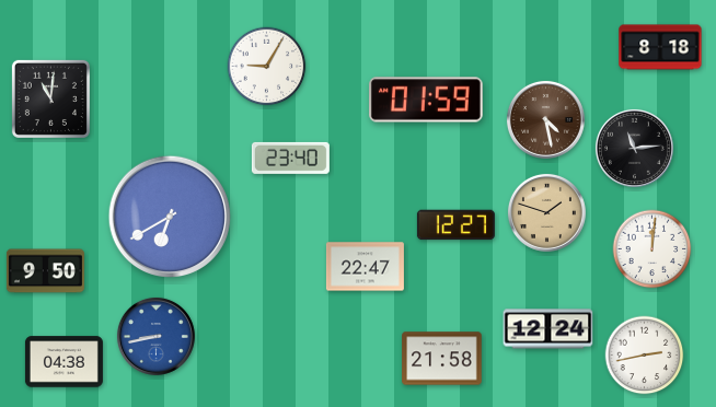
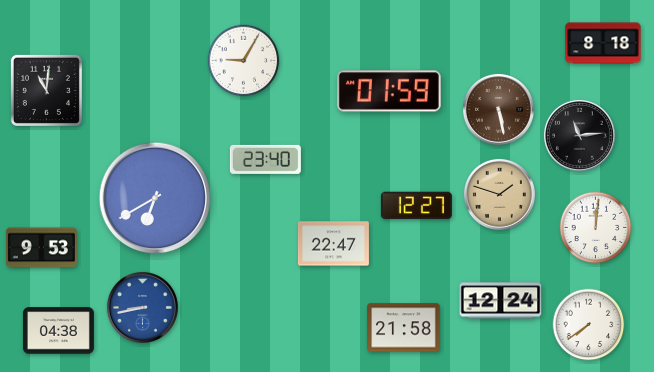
clock at (545, 119): 4:28 -> 5:28
clock at (290, 158) position: (290, 158) -> (265, 159)
clock at (45, 271): 9:50 -> 9:53
clock at (645, 356): 2:43 -> 7:39
